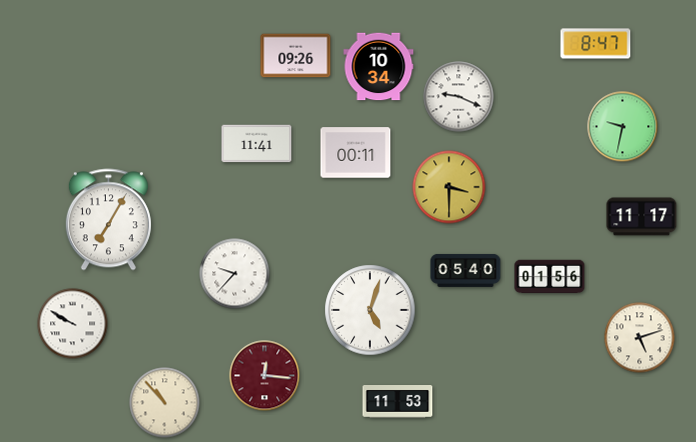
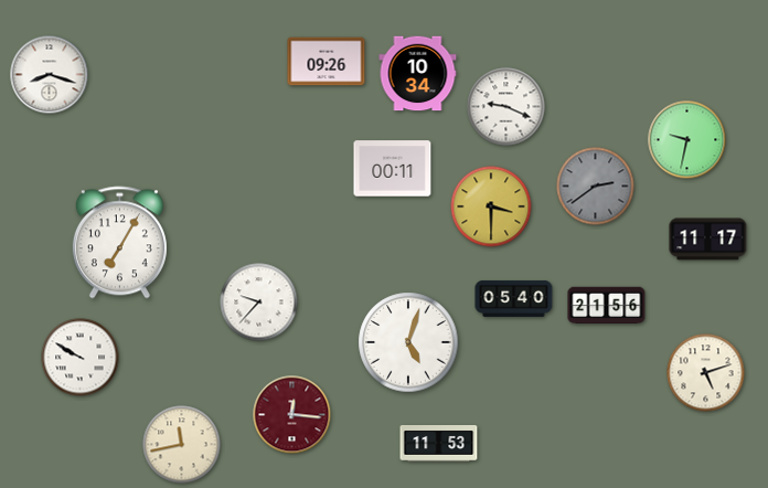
clock at (596, 44): 8:47 -> none
clock at (50, 75): none -> 8:18
clock at (257, 144): 11:41 -> none
clock at (596, 187): none -> 2:39
clock at (449, 187) position: (449, 187) -> (491, 206)
clock at (550, 277): 01:56 -> 21:56
clock at (165, 403): 10:53 -> 11:43
